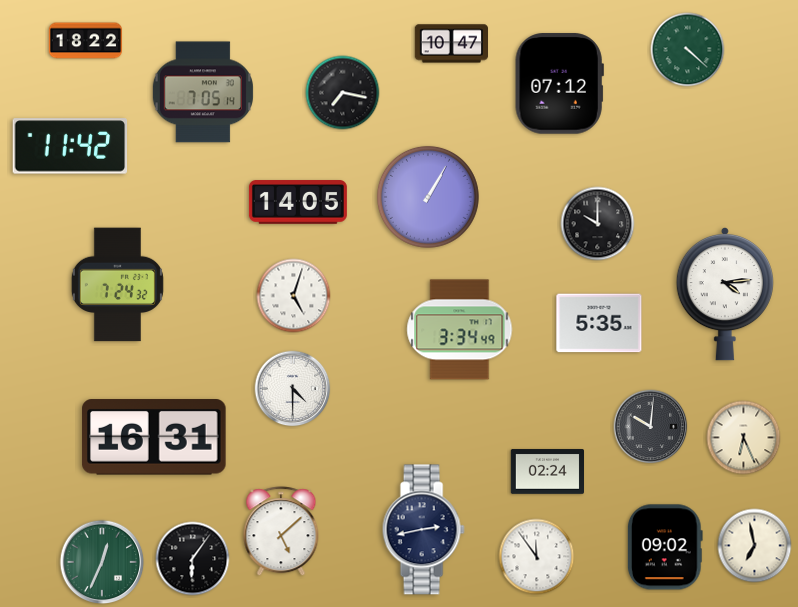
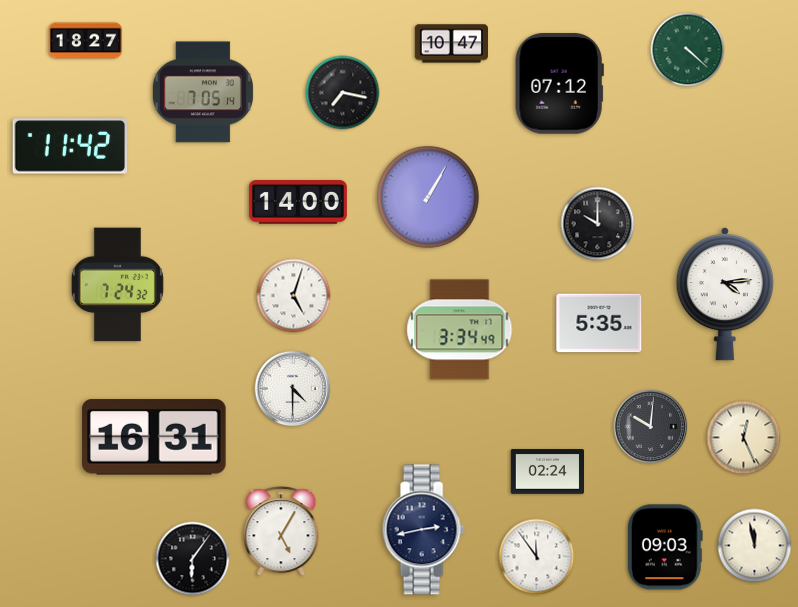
clock at (85, 41): 18:22 -> 18:27
clock at (298, 202): 14:05 -> 14:00
clock at (744, 438): 6:26 -> 12:26
clock at (281, 532): 5:08 -> 5:05
clock at (755, 546): 6:58 -> 11:58
clock at (665, 547): 09:02 -> 09:03
clock at (102, 562): 12:34 -> none
